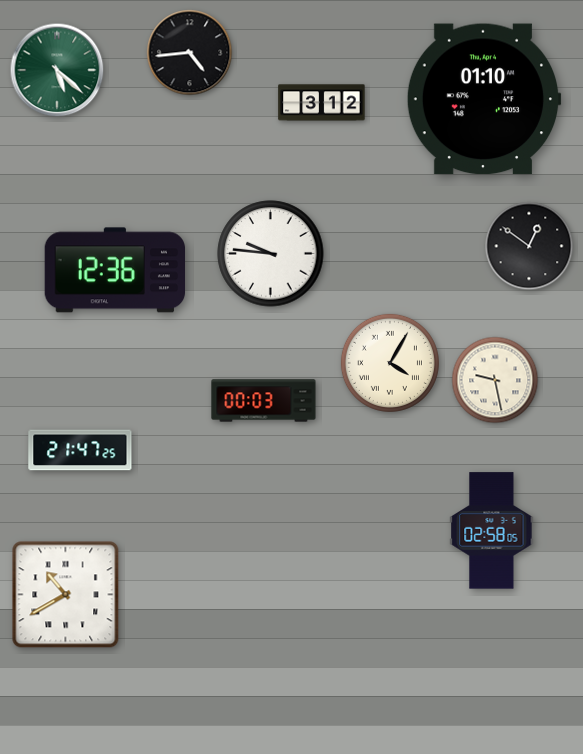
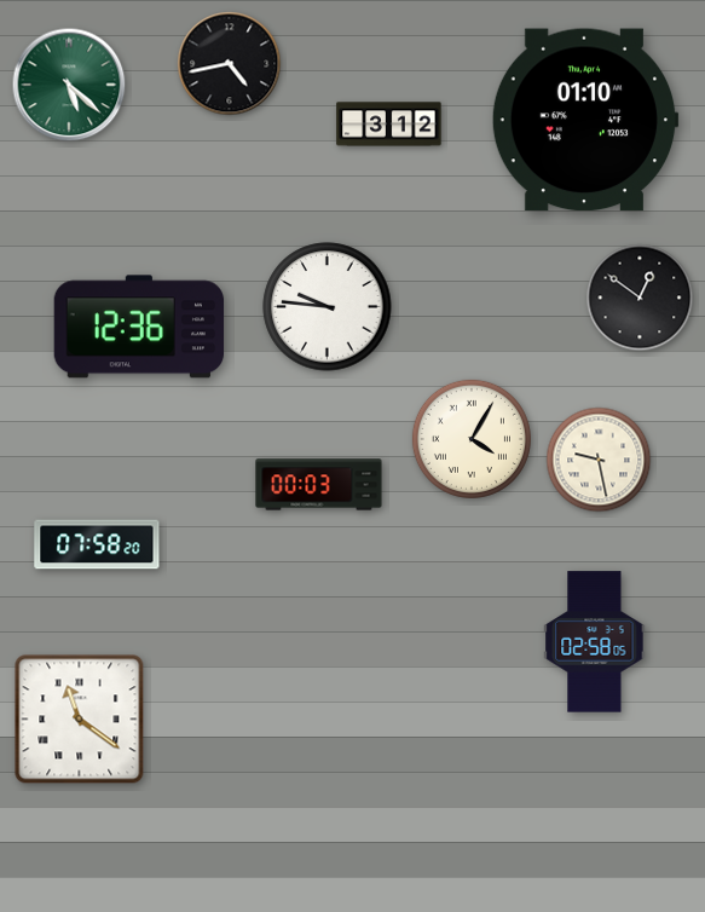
clock at (190, 53): 4:44 -> 4:43
clock at (80, 450): 21:47 -> 07:58
clock at (66, 595): 10:40 -> 11:21
